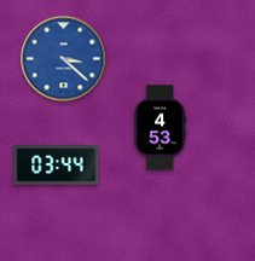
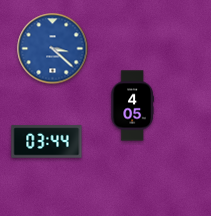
clock at (160, 128): 4:53 -> 4:05
clock at (57, 166) position: (57, 166) -> (47, 142)
